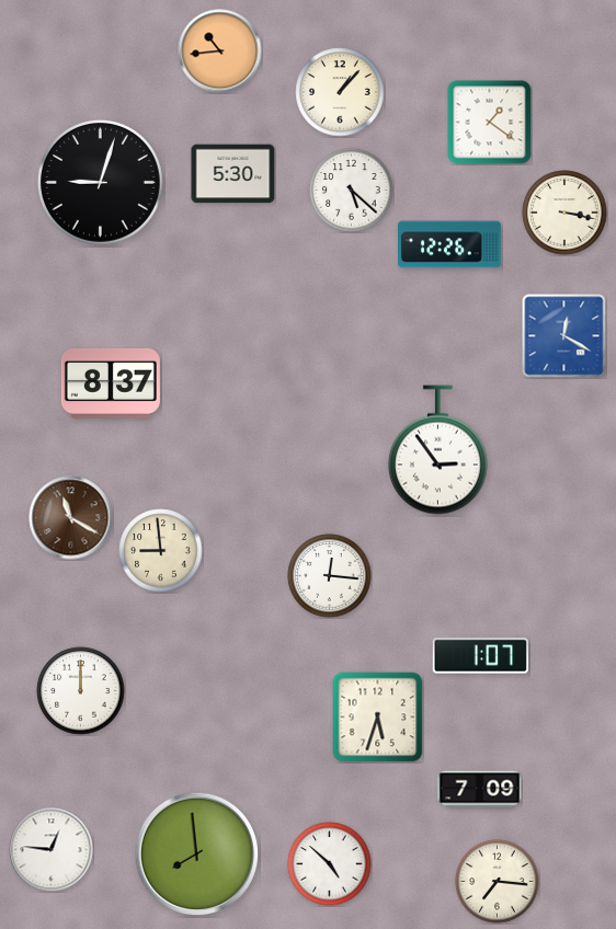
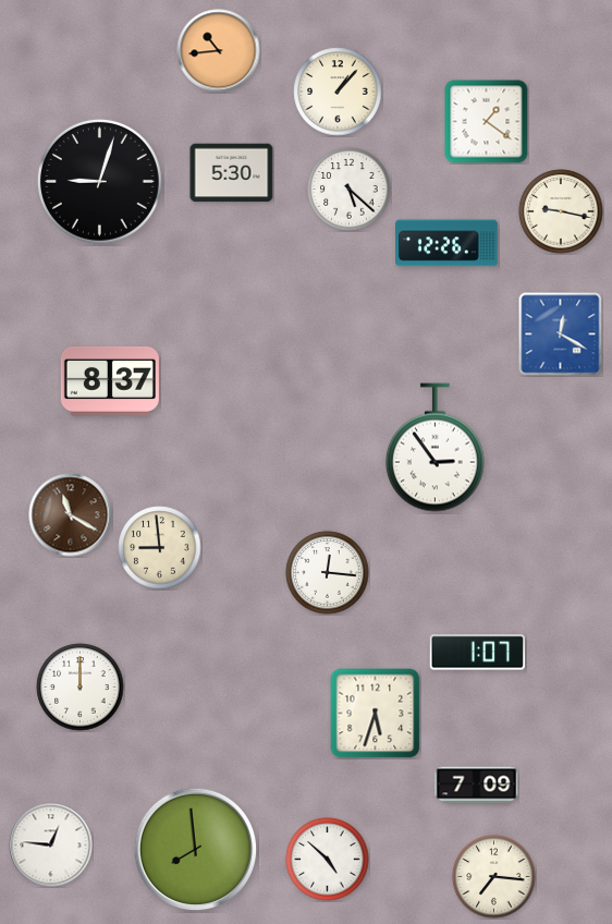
clock at (564, 213): 3:17 -> 9:17
